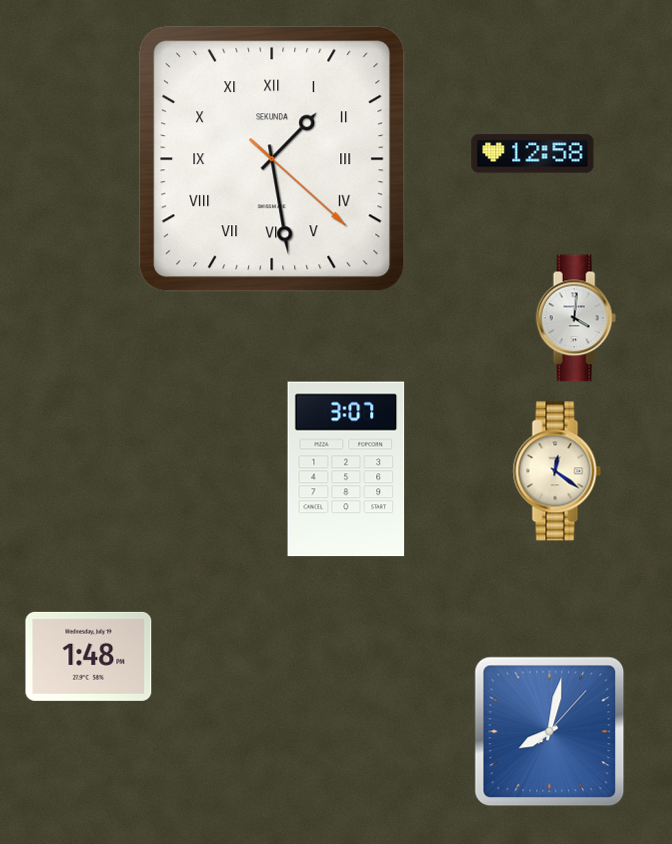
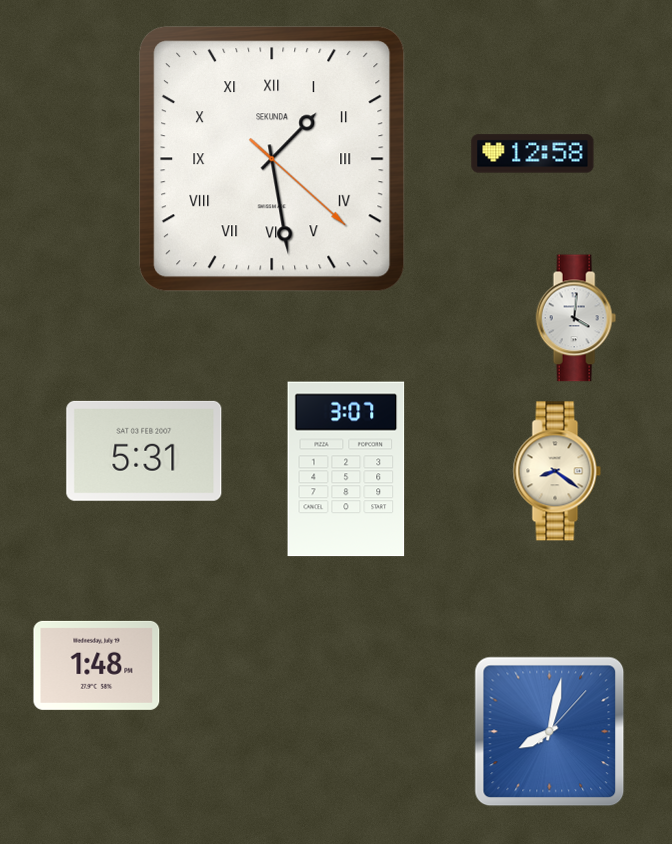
clock at (144, 451): none -> 5:31
clock at (557, 471): 12:21 -> 8:21
clock at (89, 656) position: (89, 656) -> (97, 665)
